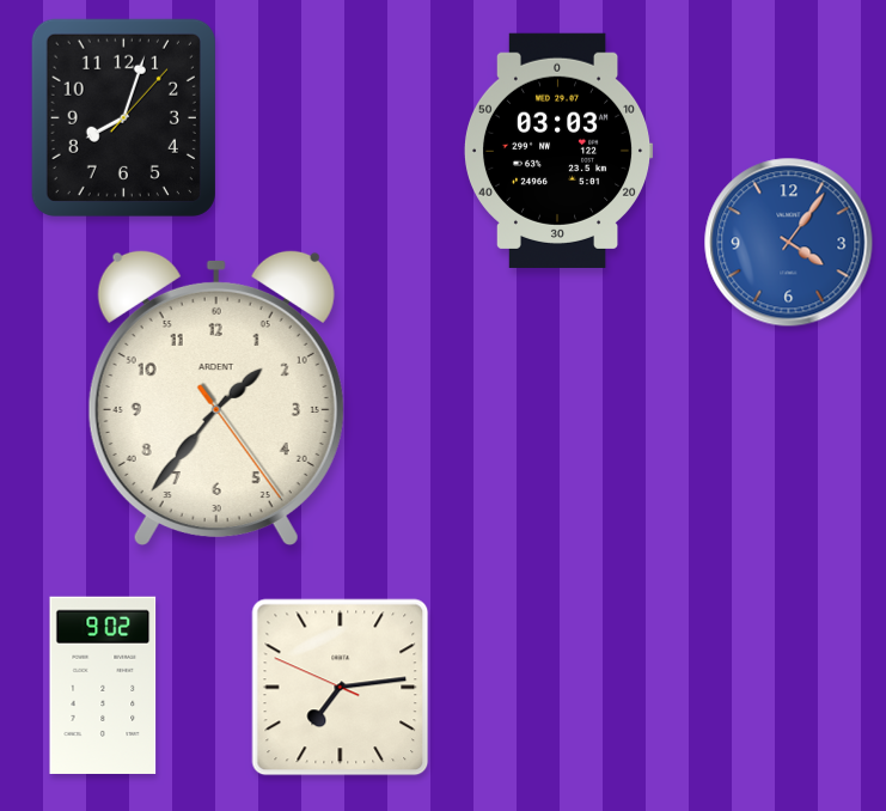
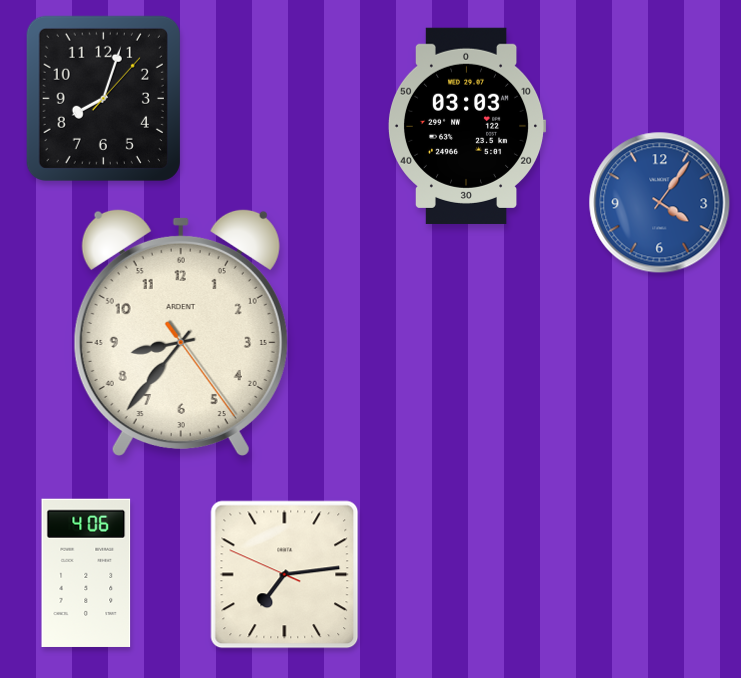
clock at (216, 397): 1:36 -> 8:36
clock at (103, 685): 9:02 -> 4:06
